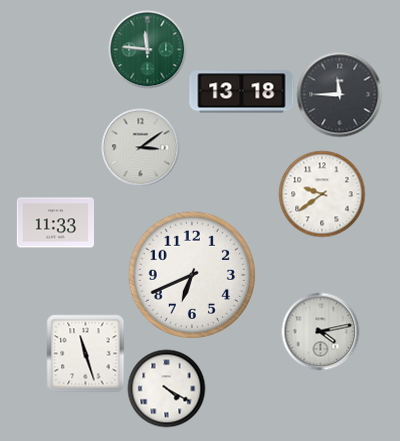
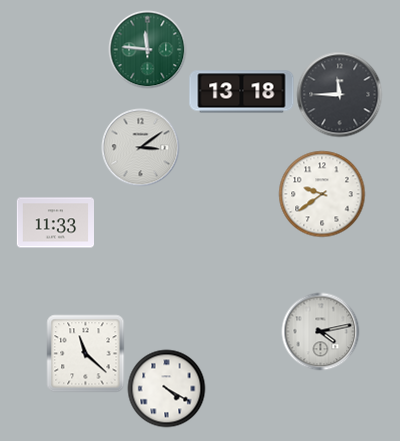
clock at (192, 275): 6:41 -> none
clock at (85, 353): 11:27 -> 11:22
